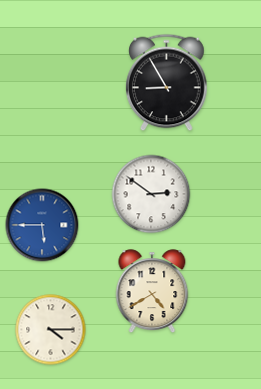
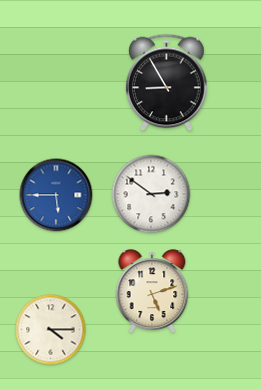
clock at (42, 225) position: (42, 225) -> (56, 195)
clock at (152, 292): 4:40 -> 5:12
